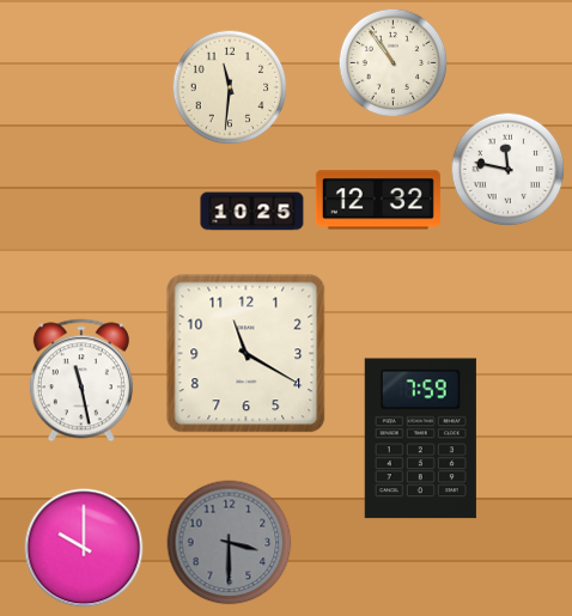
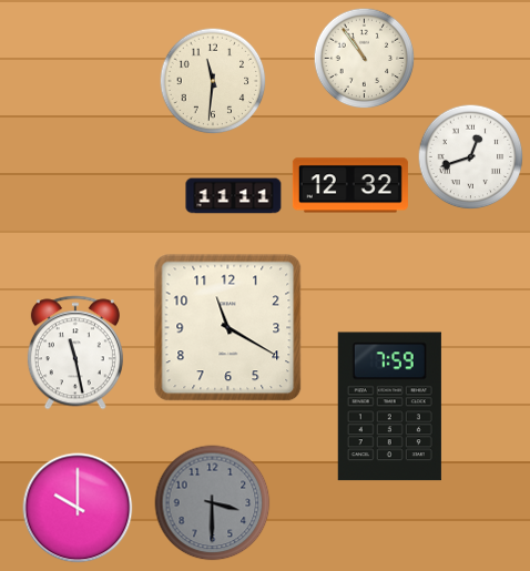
clock at (507, 169): 11:47 -> 12:42
clock at (252, 212): 10:25 -> 11:11
